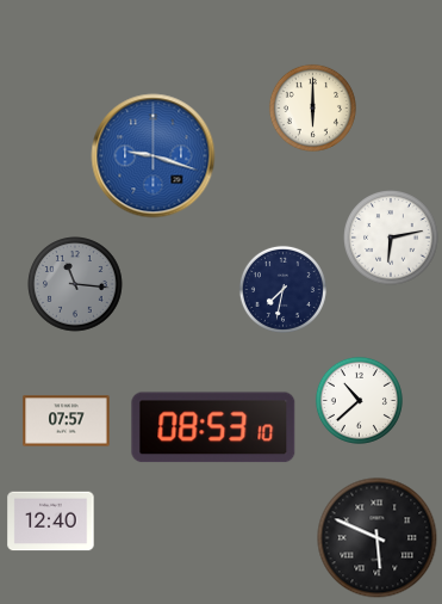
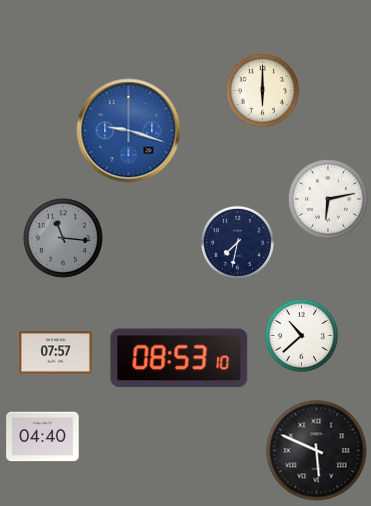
clock at (51, 522): 12:40 -> 04:40
